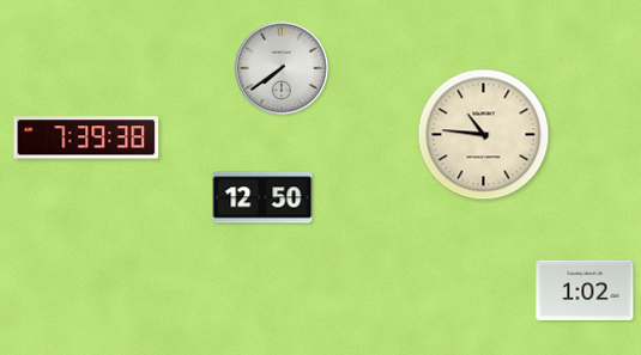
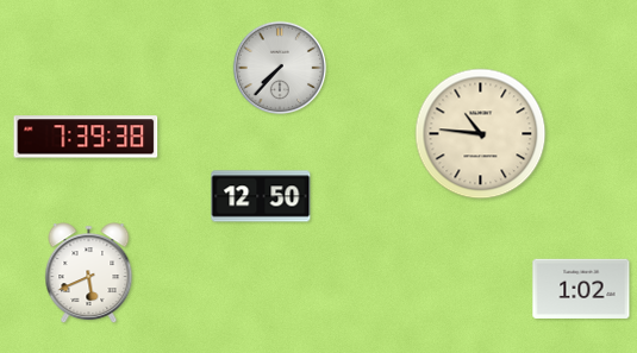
clock at (282, 68): 7:39 -> 7:37
clock at (89, 273): none -> 5:41
